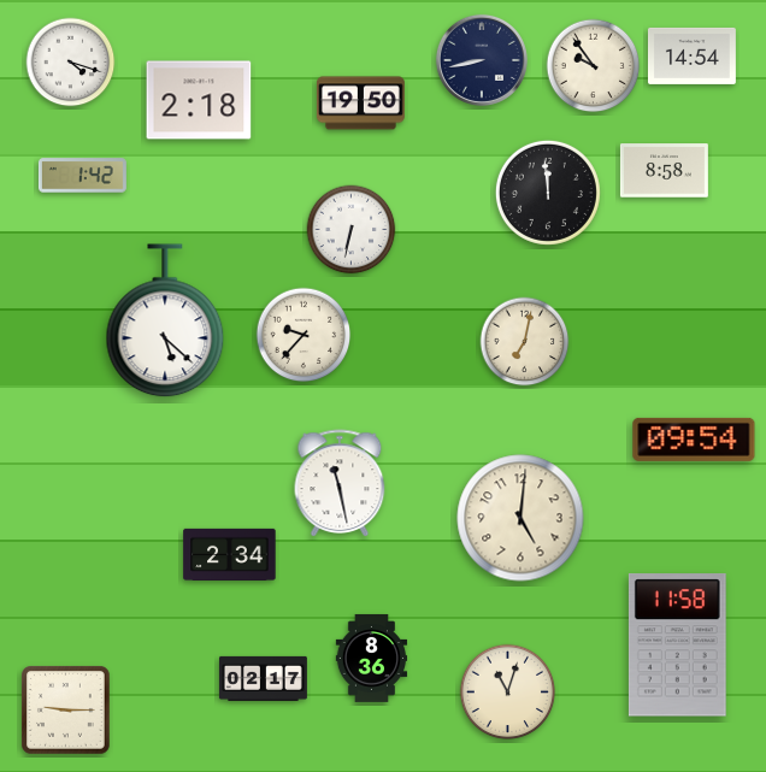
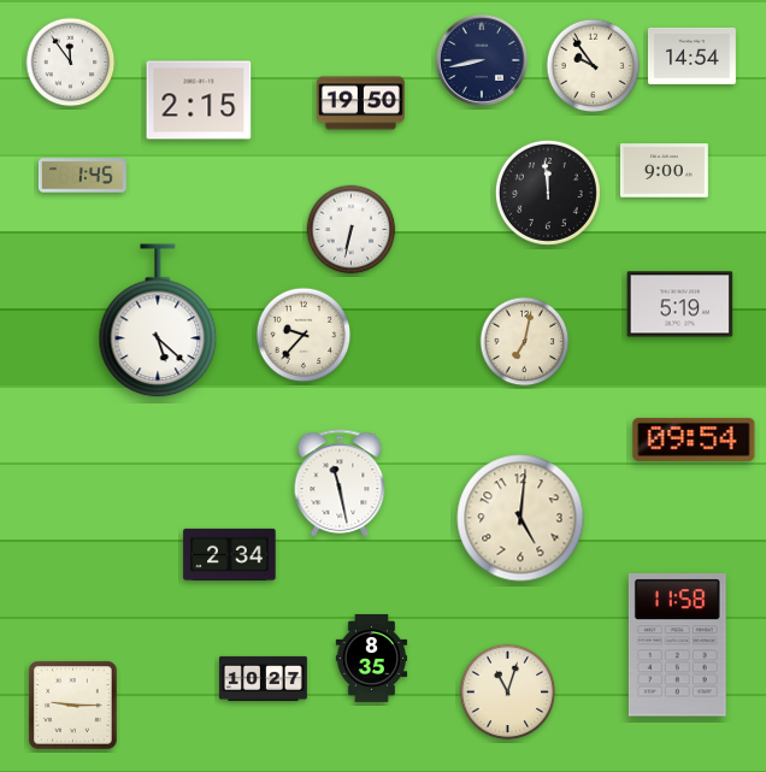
clock at (71, 63): 4:18 -> 11:54
clock at (199, 100): 2:18 -> 2:15
clock at (664, 171): 8:58 -> 9:00
clock at (82, 176): 1:42 -> 1:45
clock at (680, 305): none -> 5:19
clock at (165, 322) position: (165, 322) -> (158, 322)
clock at (372, 658): 8:36 -> 8:35
clock at (263, 678): 02:17 -> 10:27
clock at (66, 711) position: (66, 711) -> (73, 706)
